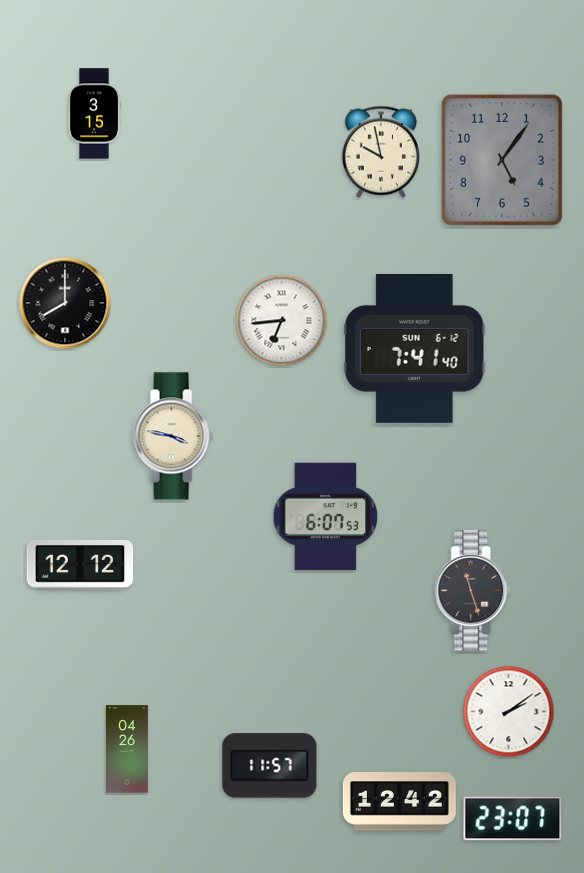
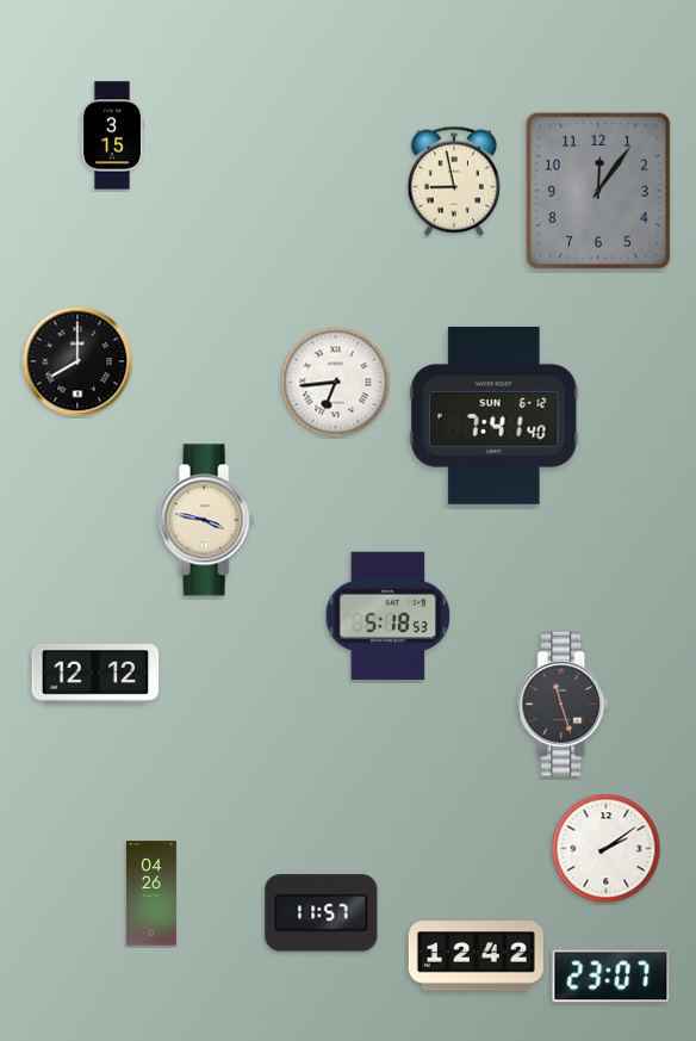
clock at (380, 152): 9:58 -> 8:58
clock at (502, 160): 5:06 -> 12:06
clock at (326, 517): 6:07 -> 5:18
